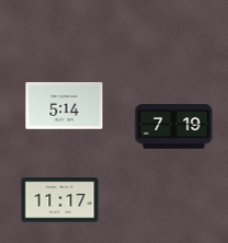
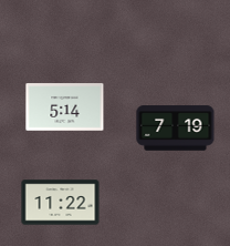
clock at (60, 200): 11:17 -> 11:22
